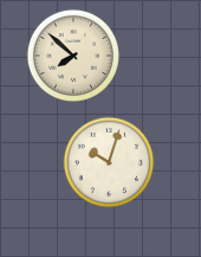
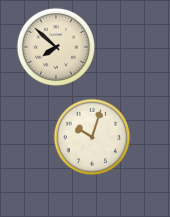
clock at (73, 56) position: (73, 56) -> (56, 47)
